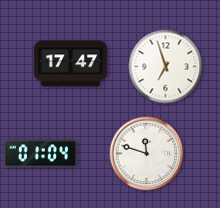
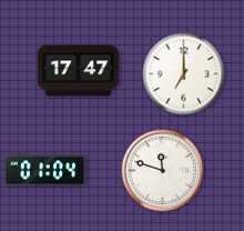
clock at (166, 67): 6:57 -> 7:00
